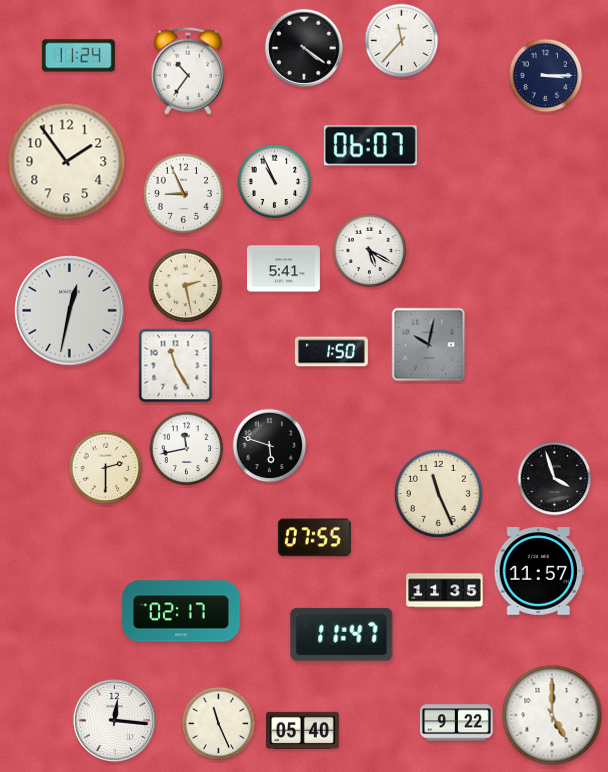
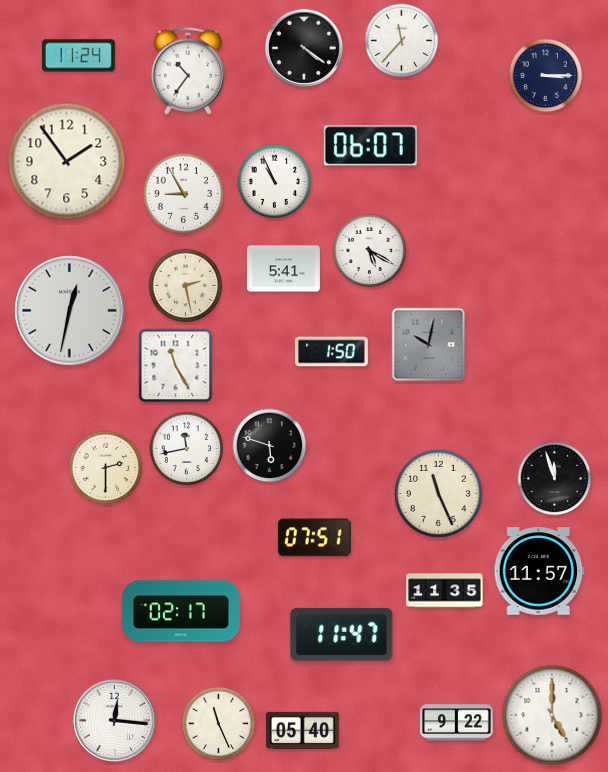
clock at (183, 193): 8:56 -> 8:55
clock at (555, 479): 3:57 -> 11:57
clock at (314, 538): 07:55 -> 07:51
